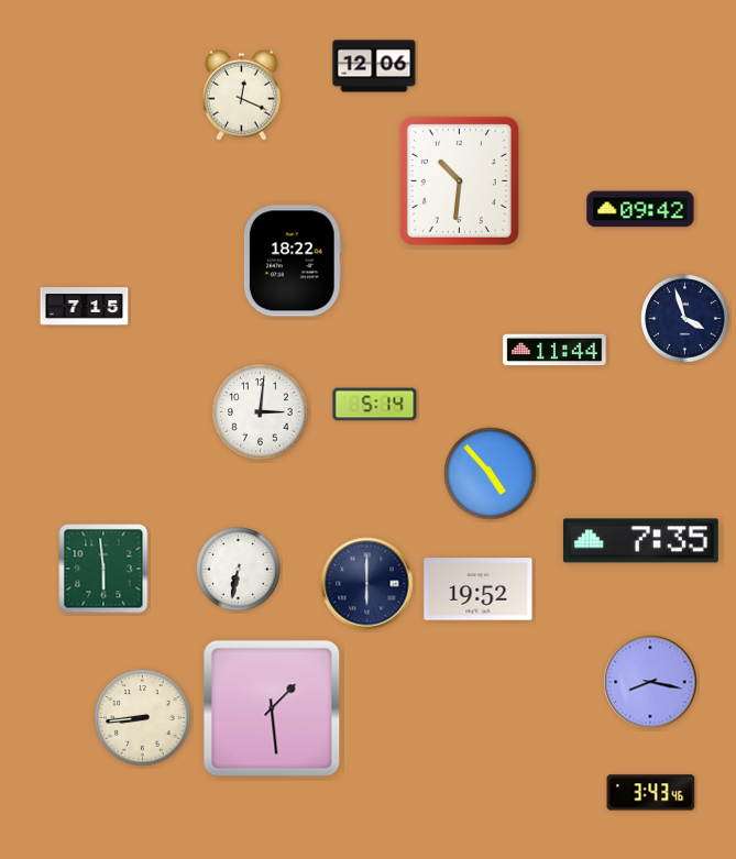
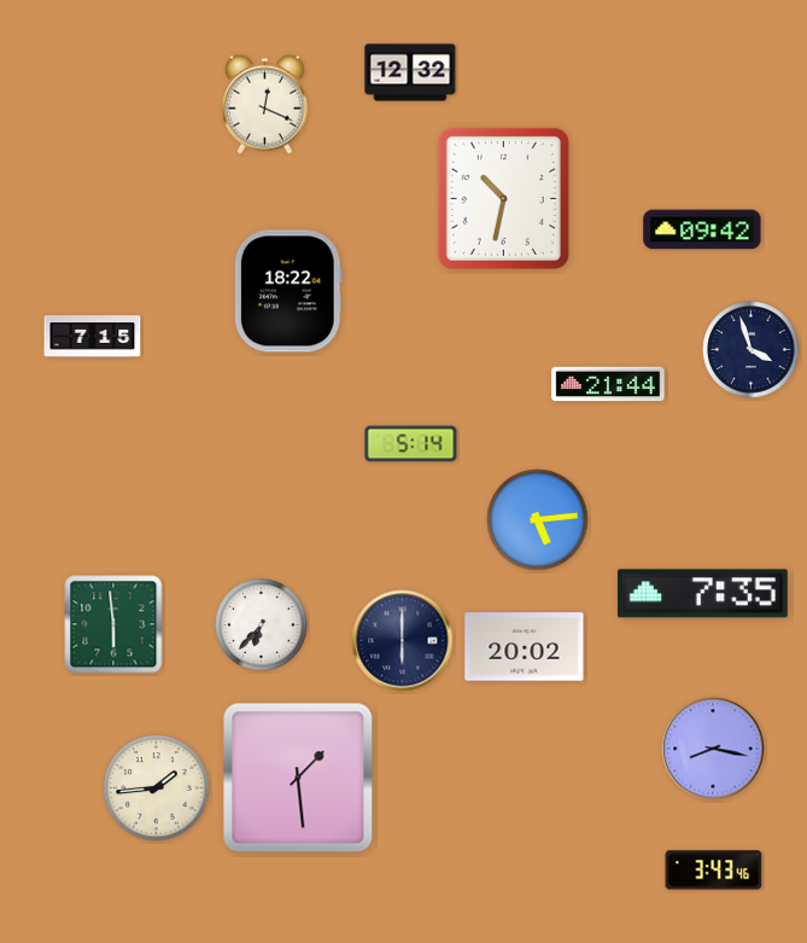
clock at (374, 66): 12:06 -> 12:32
clock at (459, 180): 10:31 -> 10:32
clock at (293, 261) position: (293, 261) -> (288, 291)
clock at (554, 350): 11:44 -> 21:44
clock at (261, 412): 3:01 -> none
clock at (491, 474): 4:53 -> 5:14
clock at (239, 570): 6:32 -> 6:37
clock at (479, 590): 19:52 -> 20:02
clock at (143, 718): 8:44 -> 1:44
